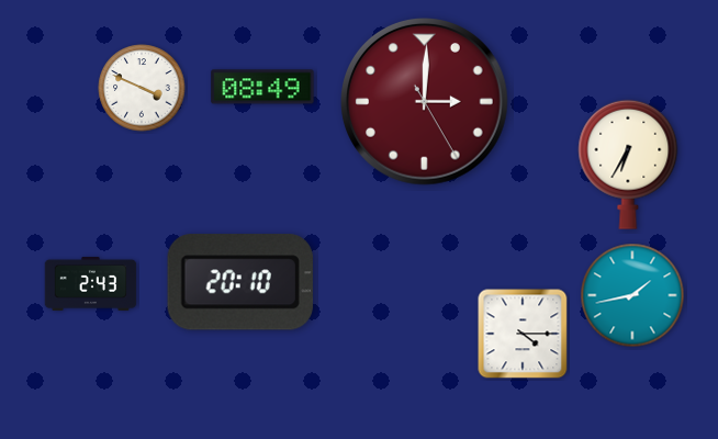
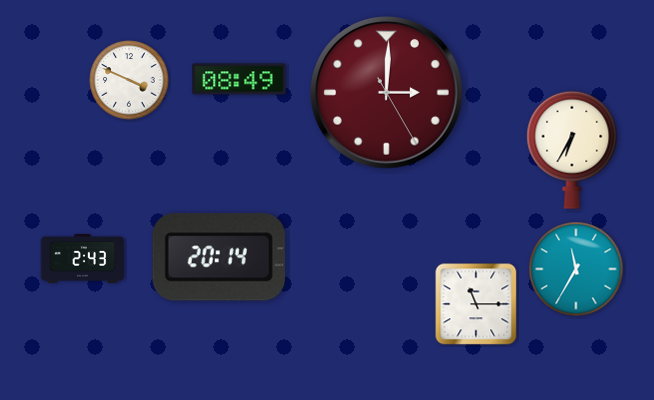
clock at (240, 282): 20:10 -> 20:14
clock at (632, 295): 1:43 -> 11:35
clock at (523, 334): 4:15 -> 11:15
